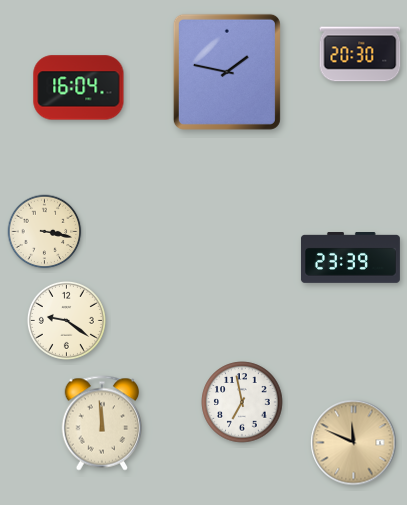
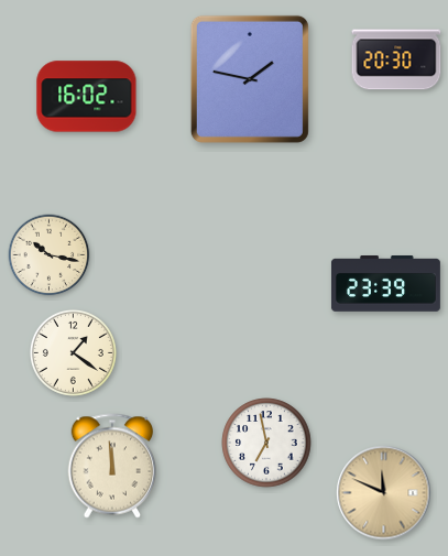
clock at (79, 88): 16:04 -> 16:02
clock at (45, 232): 3:17 -> 10:17
clock at (66, 320): 9:21 -> 1:21
clock at (354, 443) position: (354, 443) -> (384, 493)
